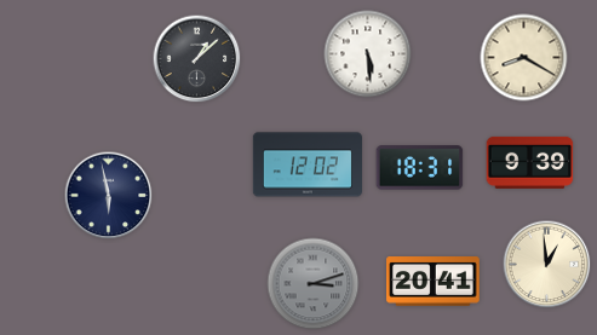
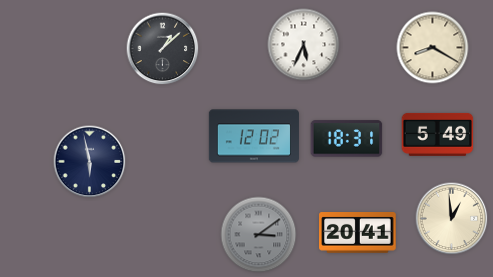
clock at (368, 54): 5:29 -> 5:34
clock at (530, 162): 9:39 -> 5:49
clock at (314, 284): 3:12 -> 3:09
